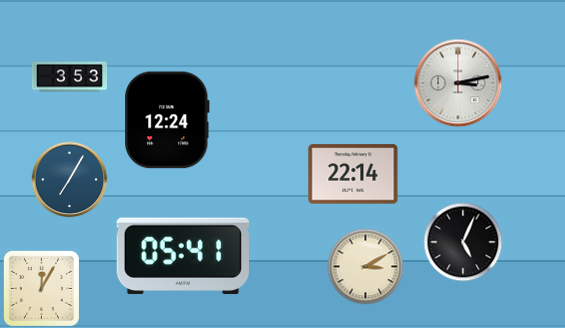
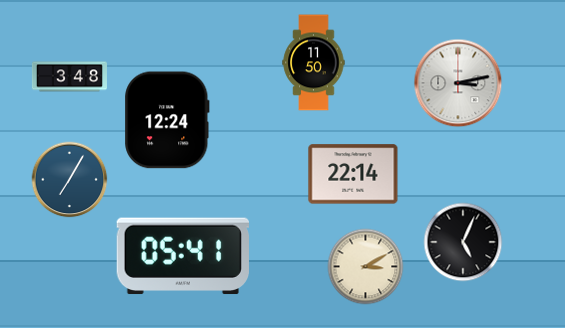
clock at (314, 63): none -> 11:50
clock at (69, 77): 3:53 -> 3:48
clock at (41, 288): 12:05 -> none
